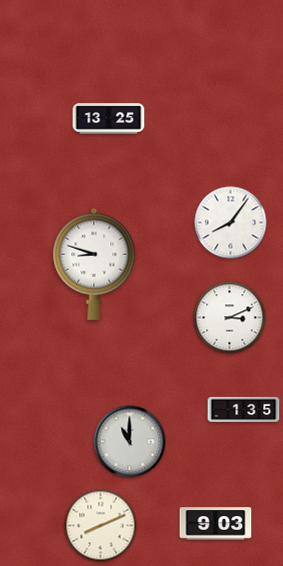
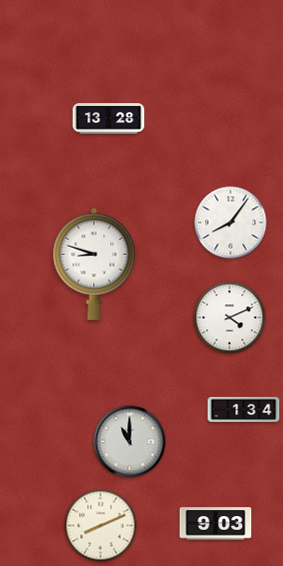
clock at (109, 119): 13:25 -> 13:28
clock at (230, 318): 3:11 -> 4:11
clock at (244, 409): 1:35 -> 1:34
